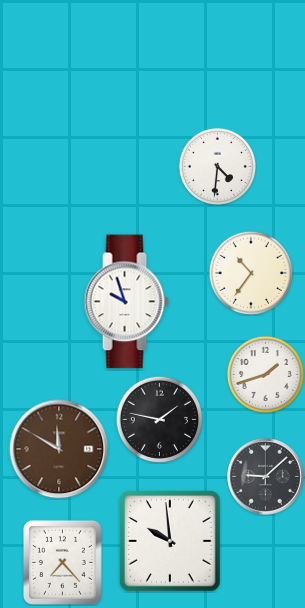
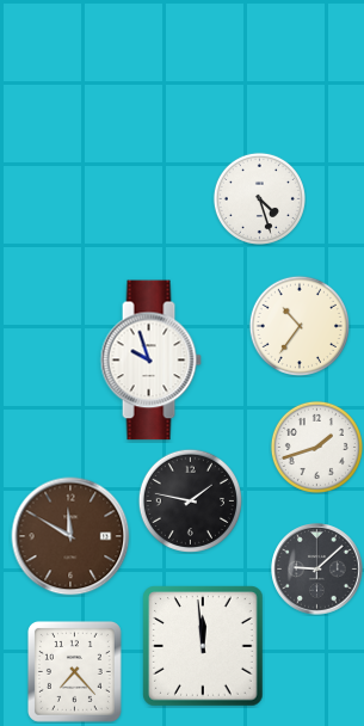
clock at (217, 166): 4:31 -> 4:27
clock at (170, 541): 9:59 -> 11:59
